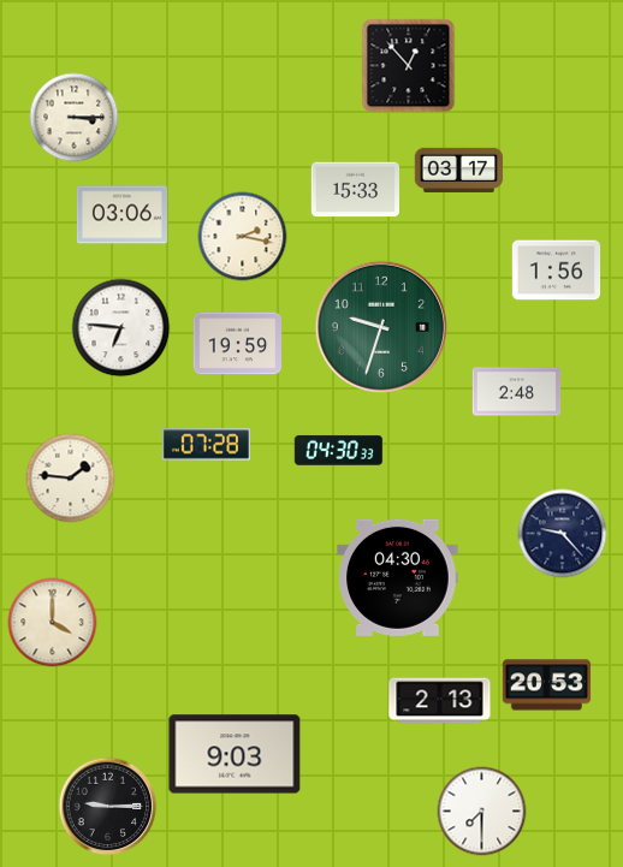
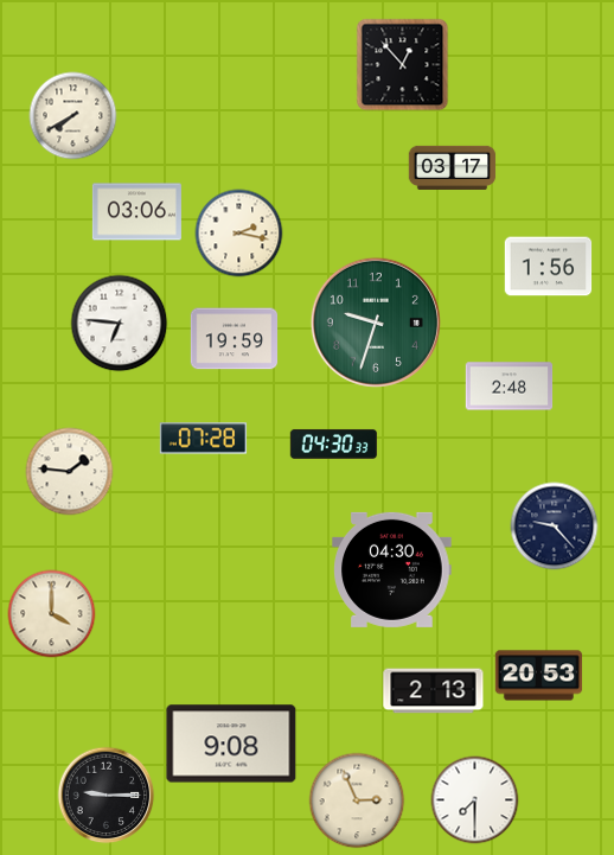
clock at (75, 118): 3:15 -> 7:40
clock at (356, 190): 15:33 -> none
clock at (121, 215) position: (121, 215) -> (136, 212)
clock at (235, 754): 9:03 -> 9:08
clock at (357, 800): none -> 2:56
